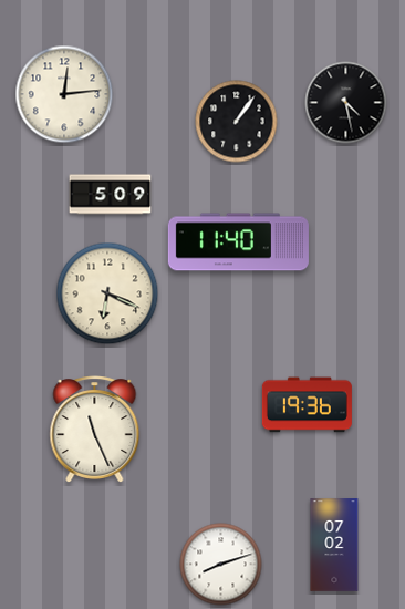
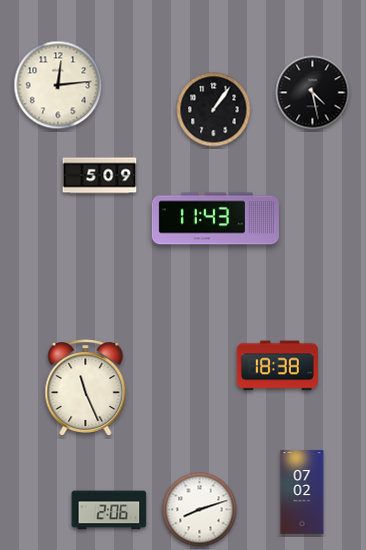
clock at (238, 242): 11:40 -> 11:43
clock at (107, 293): 6:19 -> none
clock at (307, 405): 19:36 -> 18:38
clock at (109, 510): none -> 2:06
